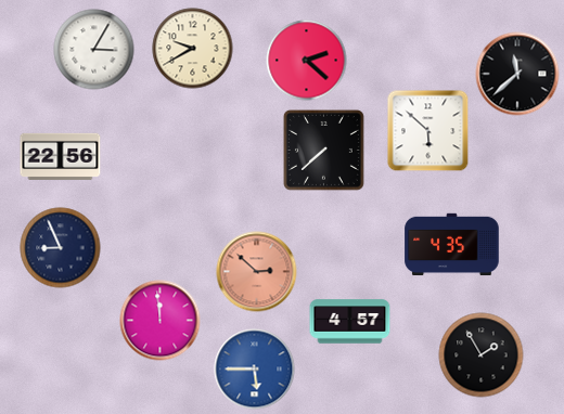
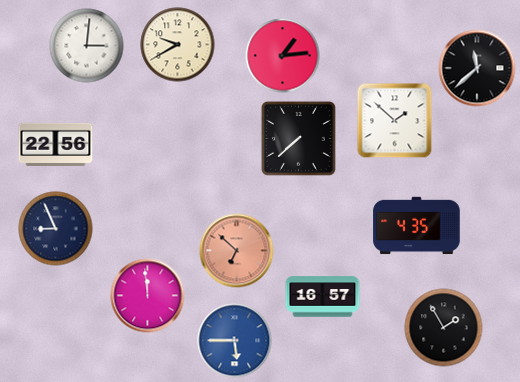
clock at (94, 50): 3:05 -> 3:01
clock at (307, 61): 2:22 -> 1:14
clock at (428, 131): 5:52 -> 1:52
clock at (257, 272): 2:52 -> 6:52
clock at (350, 322): 4:57 -> 16:57
